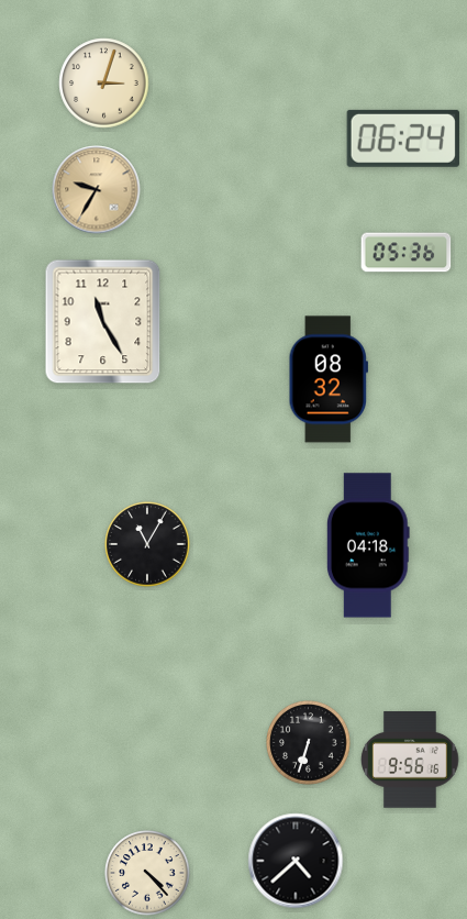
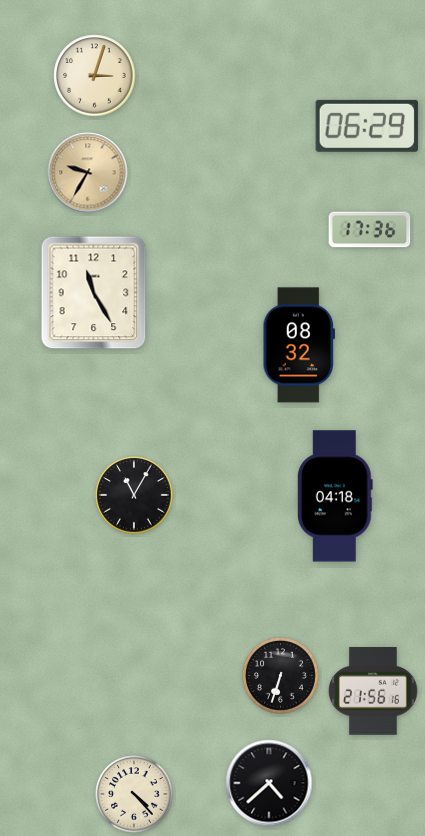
clock at (403, 139): 06:24 -> 06:29
clock at (407, 253): 05:36 -> 17:36
clock at (411, 760): 9:56 -> 21:56
